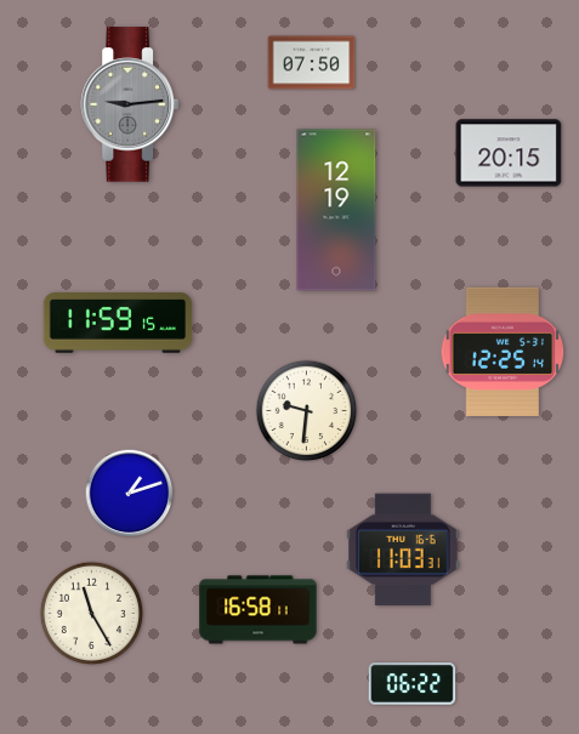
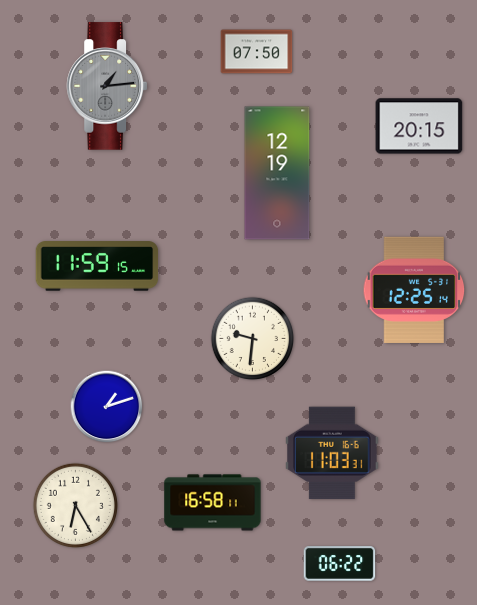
clock at (129, 104): 9:14 -> 1:14
clock at (91, 613): 11:25 -> 6:25
